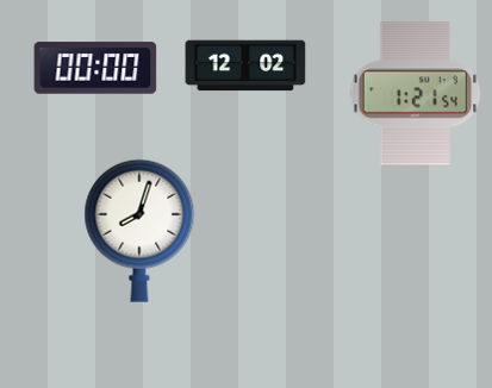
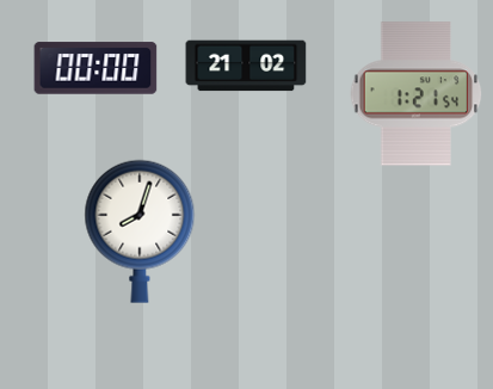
clock at (245, 65): 12:02 -> 21:02
